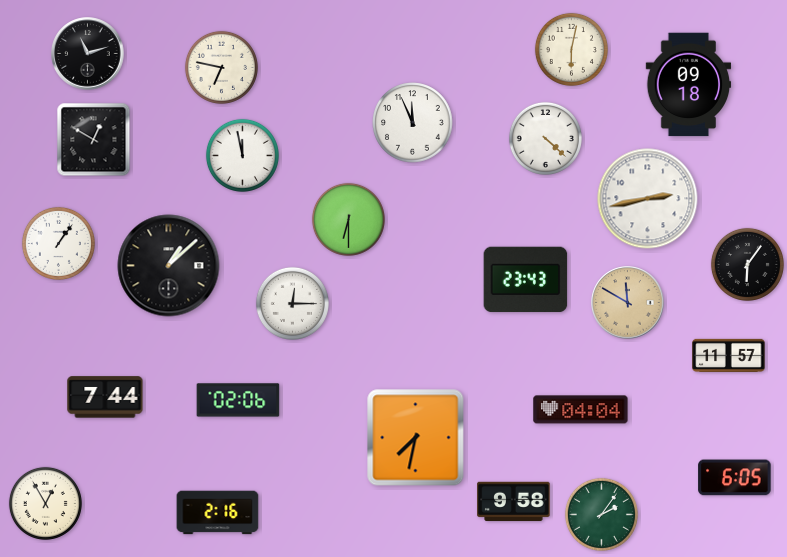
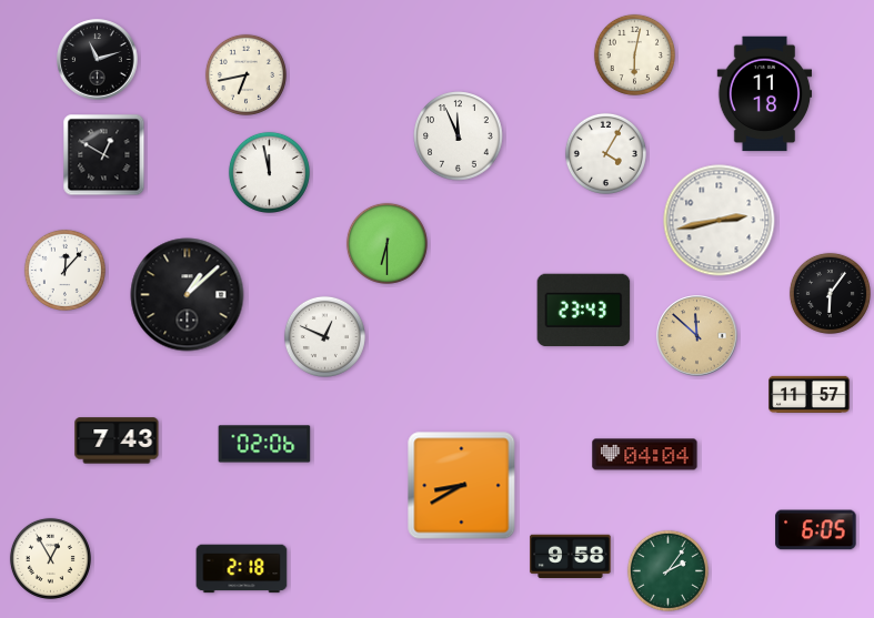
clock at (221, 67): 6:47 -> 6:43
clock at (689, 85): 09:18 -> 11:18
clock at (545, 138): 4:22 -> 4:05
clock at (58, 243): 1:06 -> 12:07
clock at (292, 303): 12:15 -> 12:49
clock at (628, 303): 11:50 -> 11:52
clock at (105, 397): 7:44 -> 7:43
clock at (416, 438): 7:32 -> 8:40
clock at (218, 513): 2:16 -> 2:18
